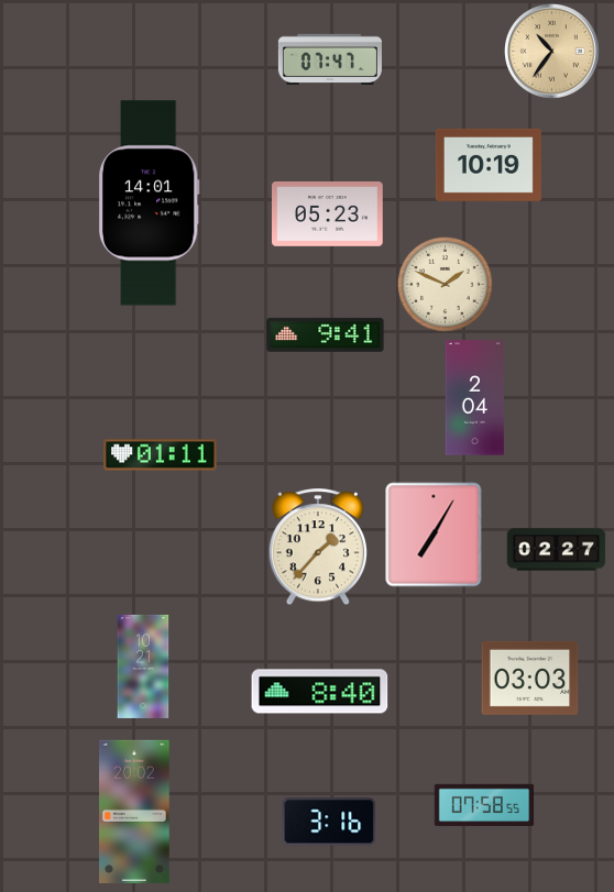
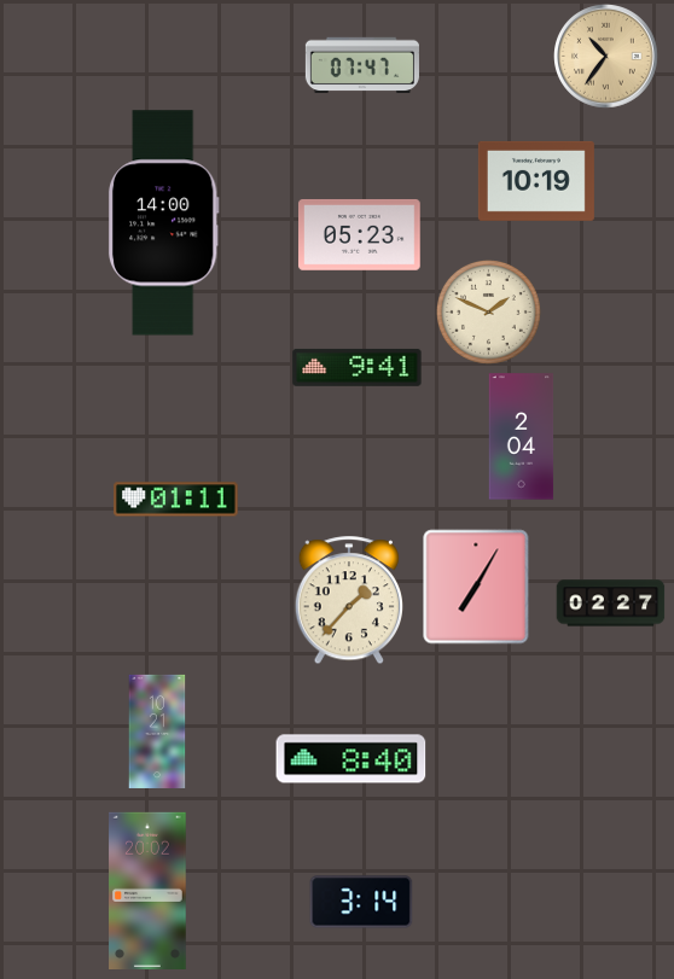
clock at (149, 203): 14:01 -> 14:00
clock at (530, 678): 03:03 -> none
clock at (484, 805): 07:58 -> none
clock at (329, 822): 3:16 -> 3:14
